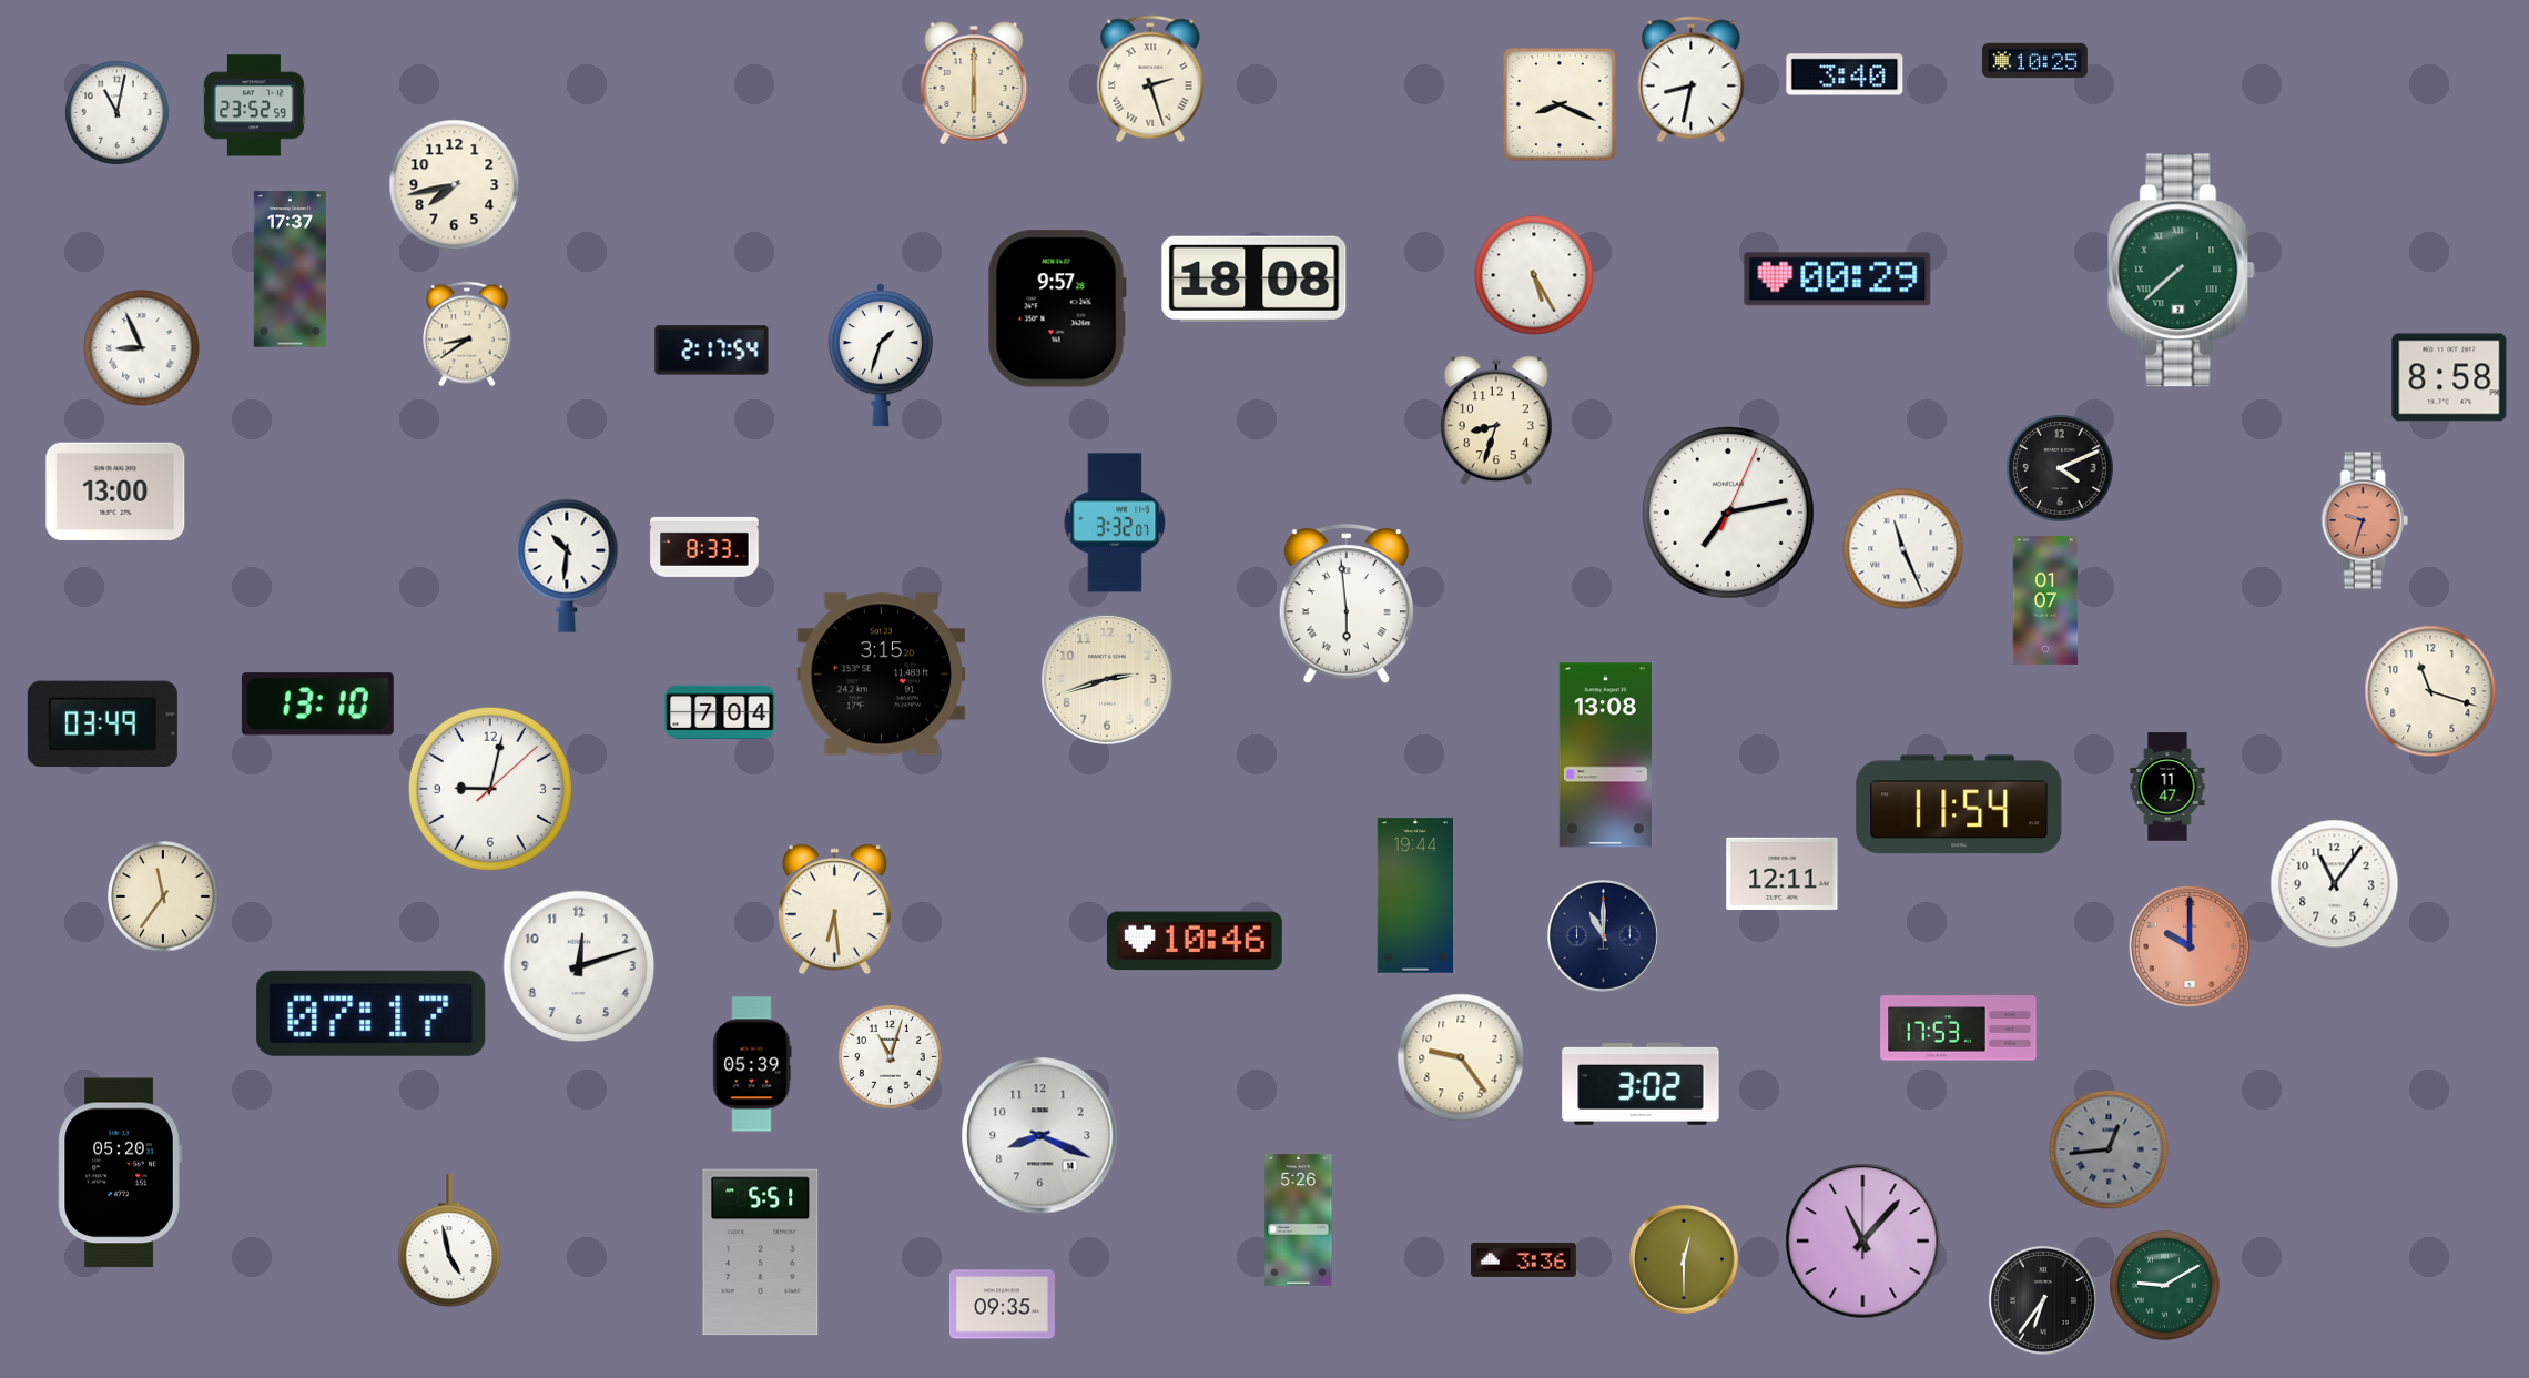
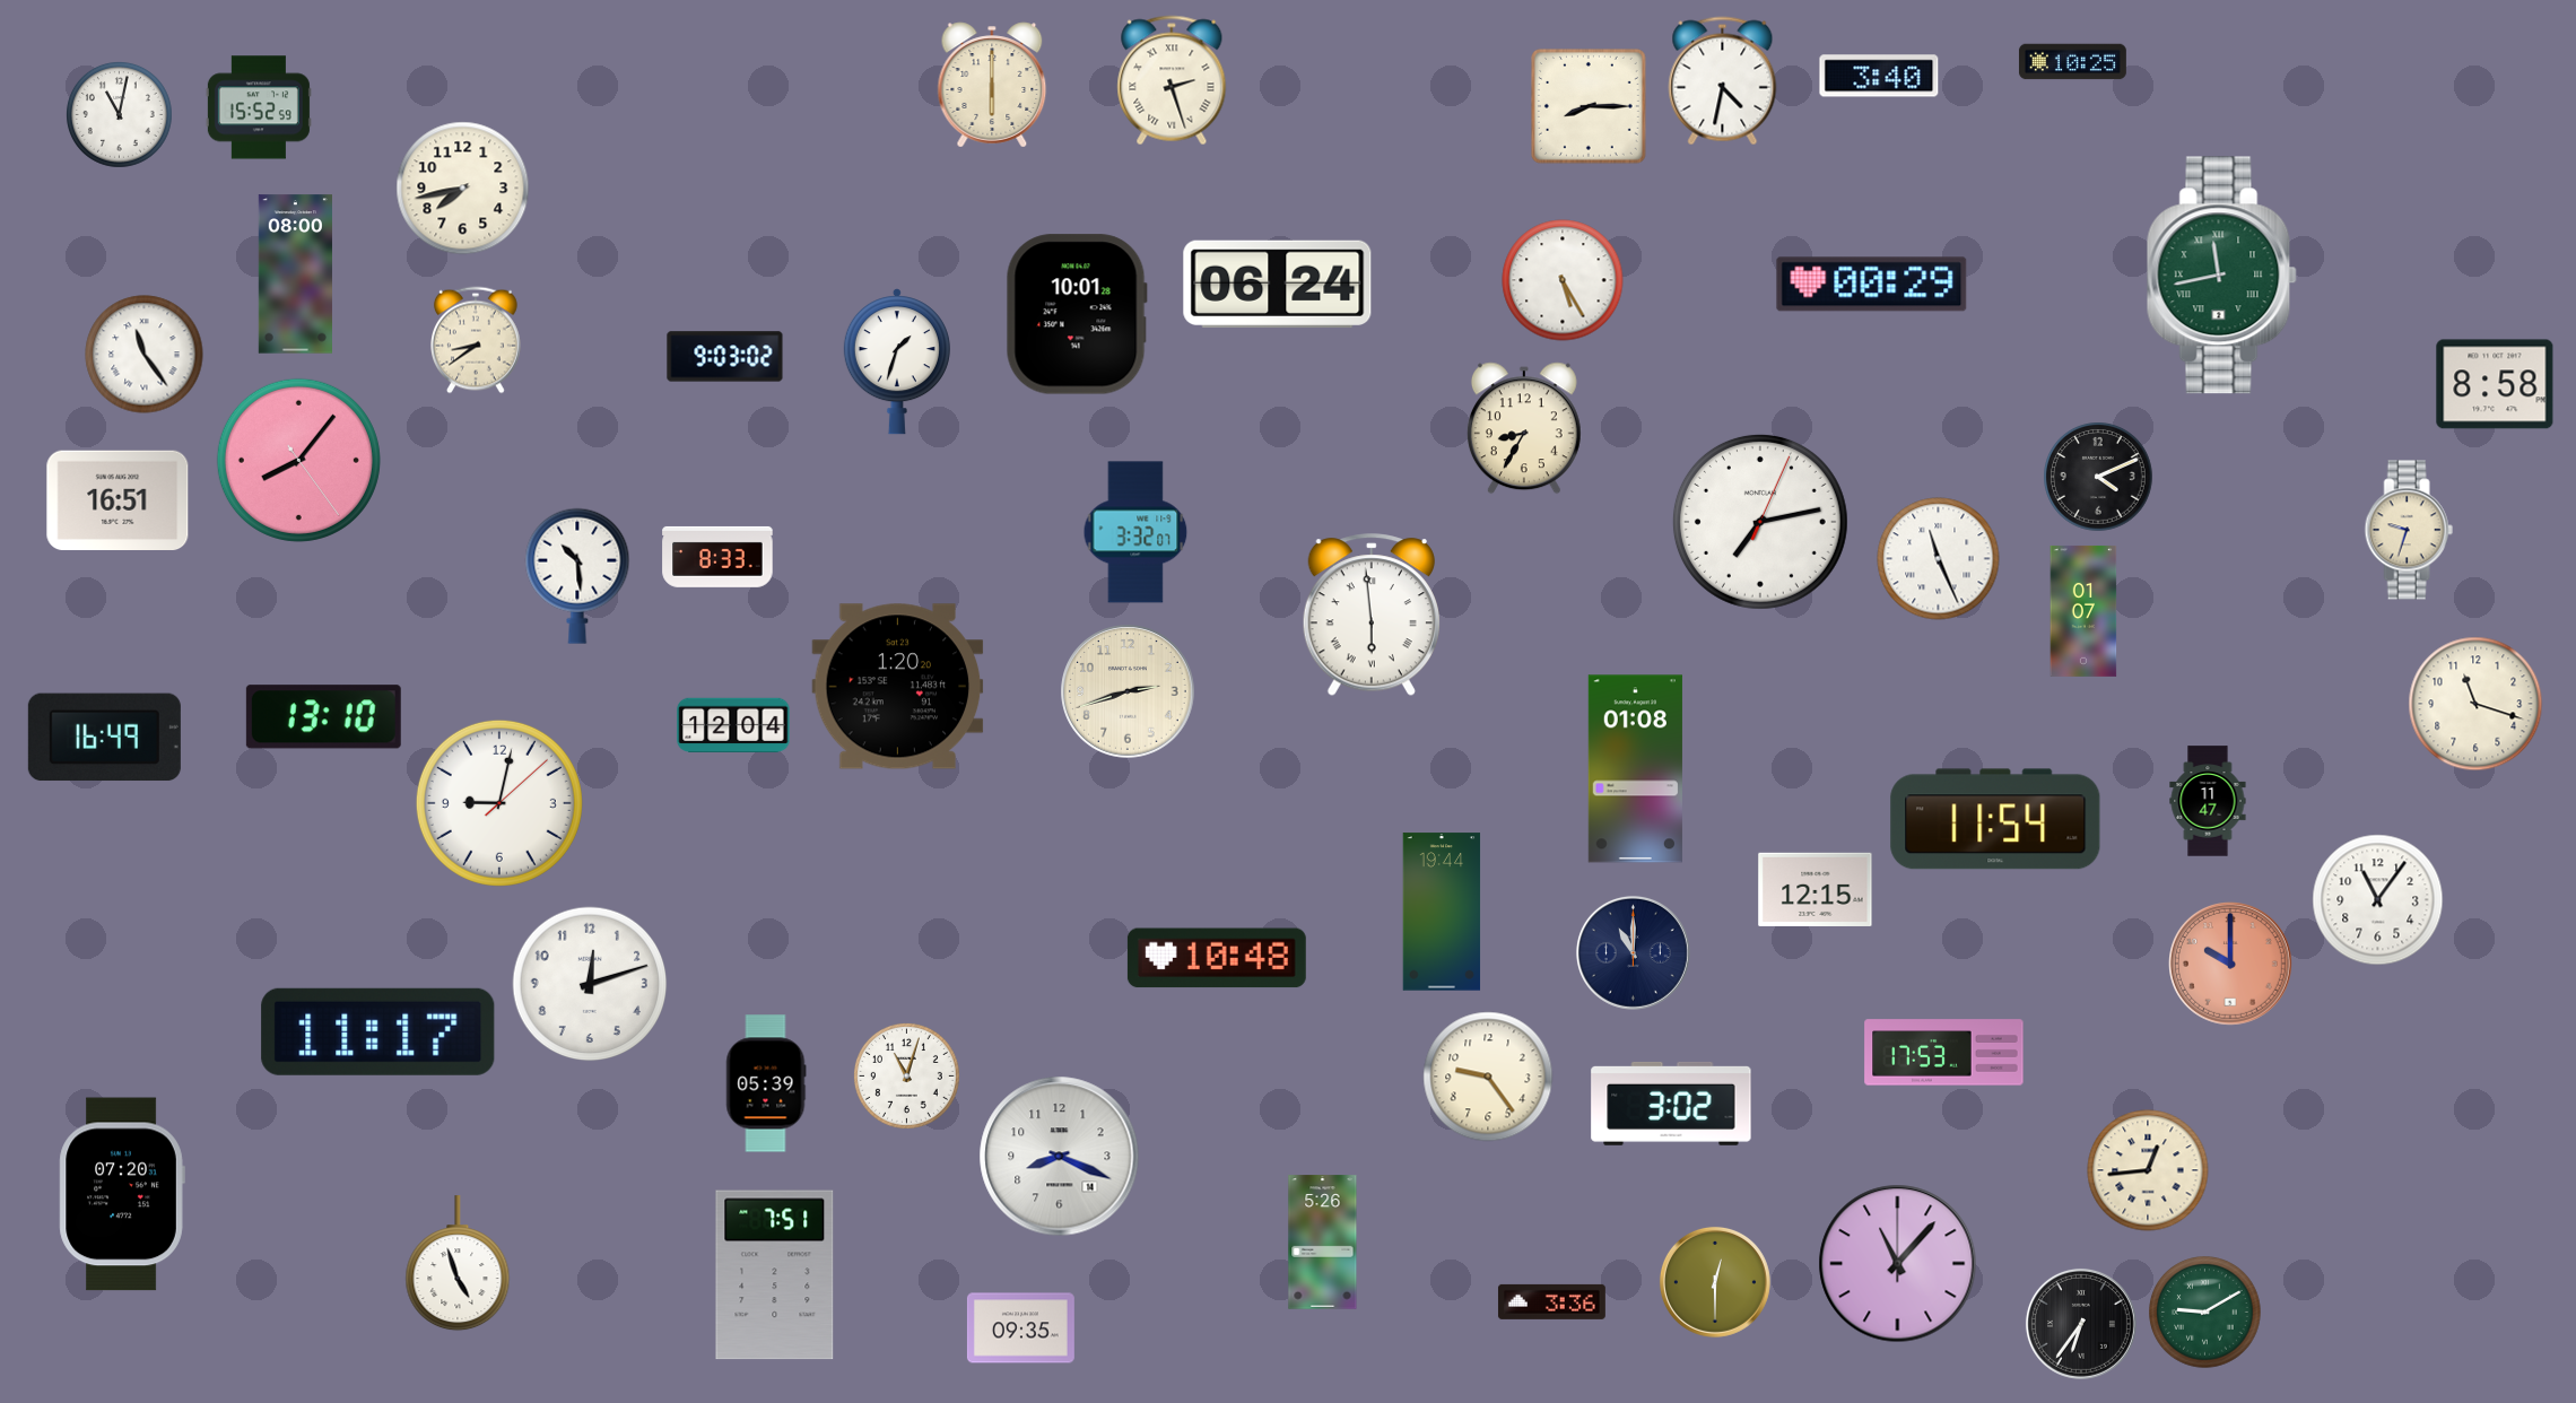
clock at (1692, 80): 8:32 -> 4:32
clock at (1560, 104): 8:19 -> 8:15
clock at (254, 105): 23:52 -> 15:52
clock at (290, 270): 17:37 -> 08:00
clock at (2181, 271): 7:38 -> 11:43
clock at (1255, 278): 18:08 -> 06:24
clock at (1057, 308): 9:57 -> 10:01
clock at (142, 348): 8:56 -> 11:24
clock at (712, 351): 2:17 -> 9:03
clock at (1496, 421): 8:33 -> 8:35
clock at (298, 460): none -> 8:06
clock at (115, 490): 13:00 -> 16:51
clock at (2365, 520) dial: salmon -> cream
clock at (567, 566): 10:31 -> 10:29
clock at (882, 675): 3:15 -> 1:20
clock at (720, 712): 7:04 -> 12:04
clock at (102, 725): 03:49 -> 16:49
clock at (1605, 756): 13:08 -> 01:08
clock at (1783, 873): 12:11 -> 12:15
clock at (163, 896): 11:36 -> none
clock at (834, 910): 6:29 -> none
clock at (1195, 941): 10:46 -> 10:48
clock at (372, 1013): 07:17 -> 11:17
clock at (1959, 1029) position: (1959, 1029) -> (1944, 1053)
clock at (2109, 1149) dial: grey -> cream
clock at (120, 1173): 05:20 -> 07:20
clock at (449, 1242): 4:58 -> 4:57
clock at (761, 1253): 5:51 -> 7:51
clock at (1523, 1259) position: (1523, 1259) -> (1551, 1301)
clock at (2165, 1286) position: (2165, 1286) -> (2205, 1313)
